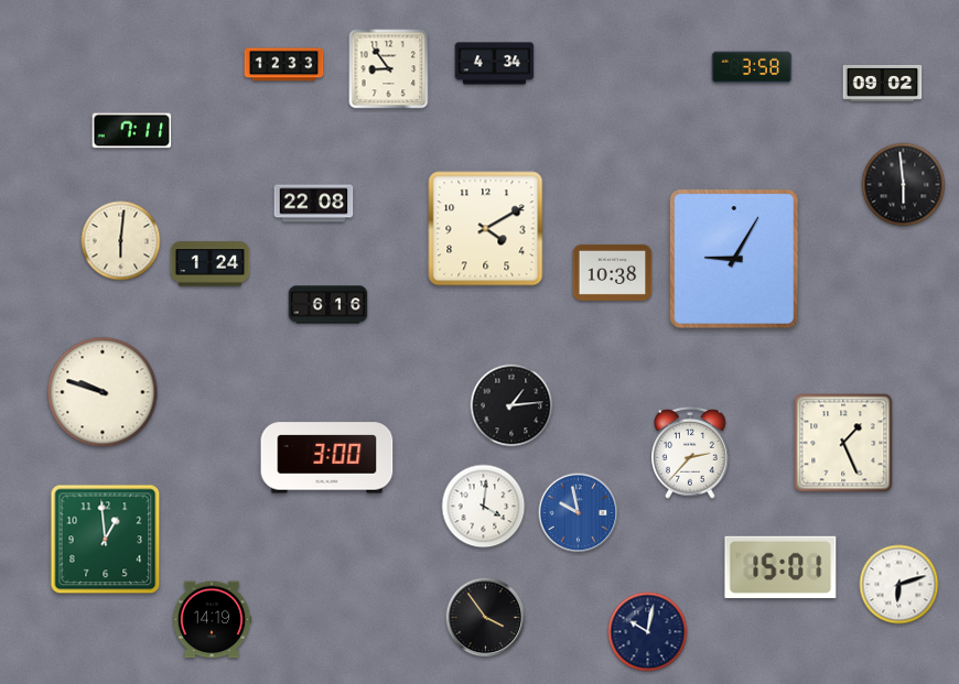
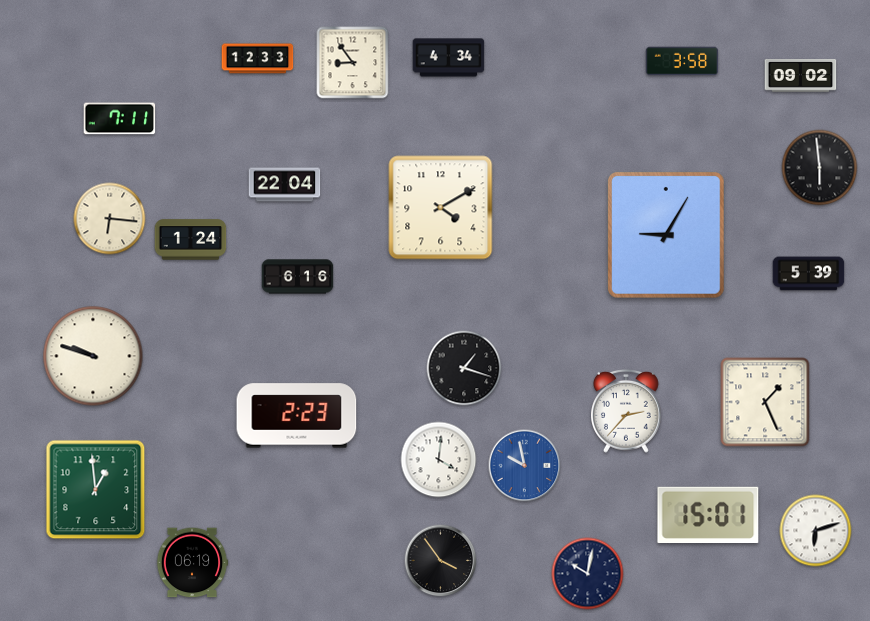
clock at (314, 204): 22:08 -> 22:04
clock at (121, 241): 6:01 -> 6:16
clock at (613, 272): 10:38 -> none
clock at (809, 274): none -> 5:39
clock at (511, 405): 1:14 -> 1:18
clock at (327, 458): 3:00 -> 2:23
clock at (212, 620): 14:19 -> 06:19
